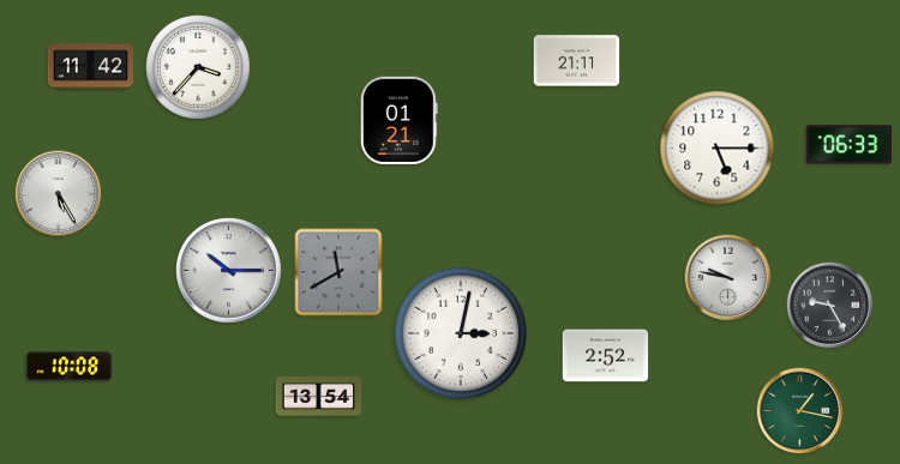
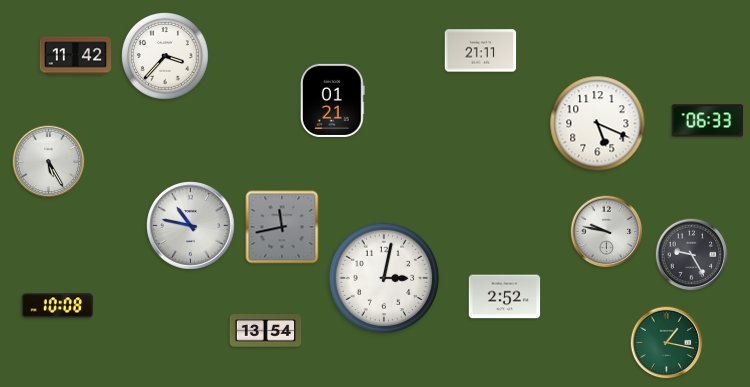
clock at (718, 149): 5:15 -> 5:19
clock at (229, 271): 10:15 -> 10:47
clock at (338, 272): 11:40 -> 11:43
